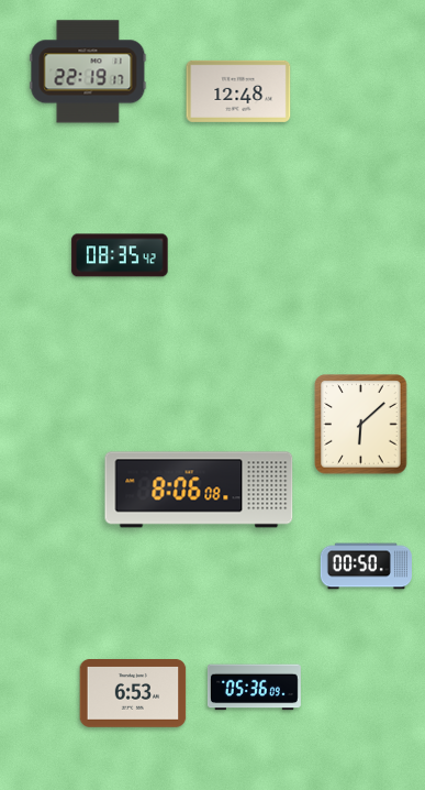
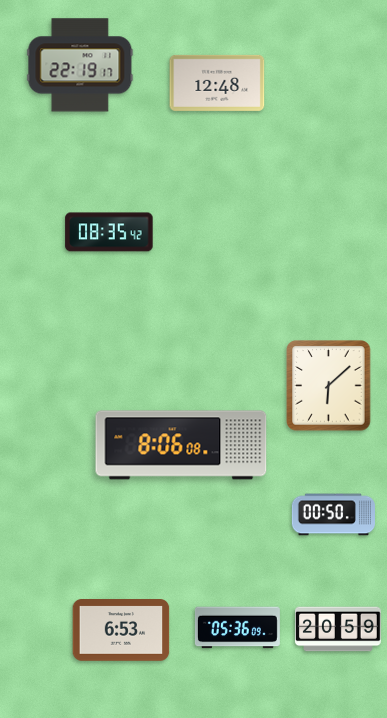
clock at (254, 688) position: (254, 688) -> (237, 628)
clock at (338, 629): none -> 20:59
